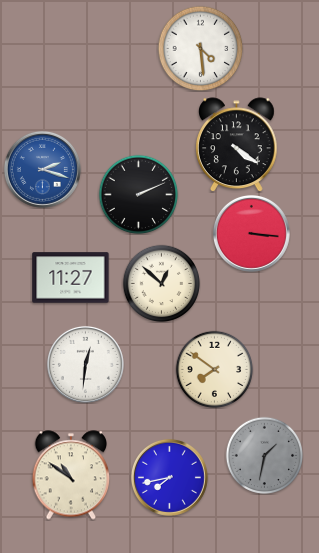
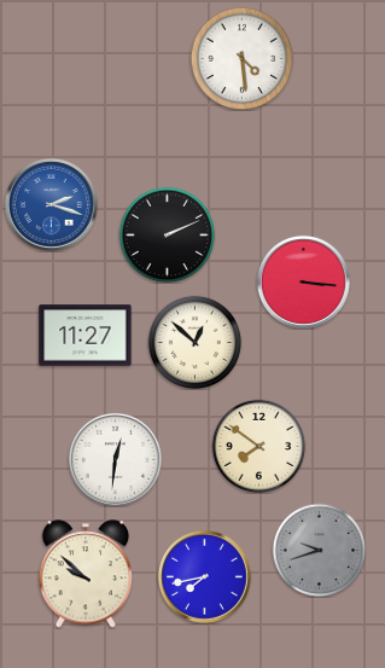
clock at (237, 144): 4:21 -> none
clock at (85, 364) position: (85, 364) -> (115, 459)
clock at (264, 455): 1:32 -> 9:42
clock at (70, 475): 10:51 -> 9:52
